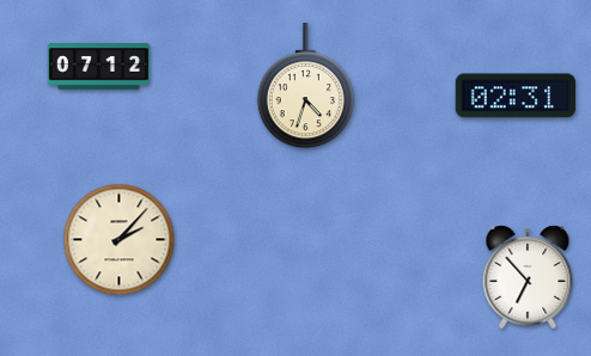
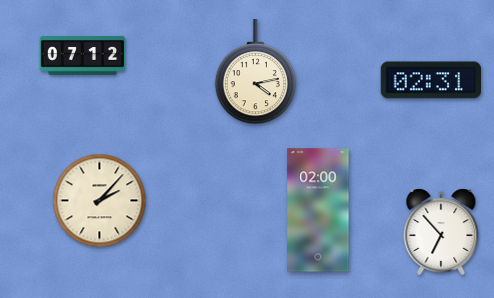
clock at (305, 86): 4:33 -> 4:13
clock at (318, 210): none -> 02:00
